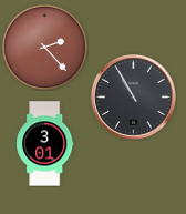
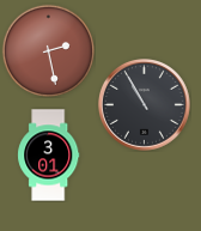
clock at (44, 47): 2:23 -> 2:28
